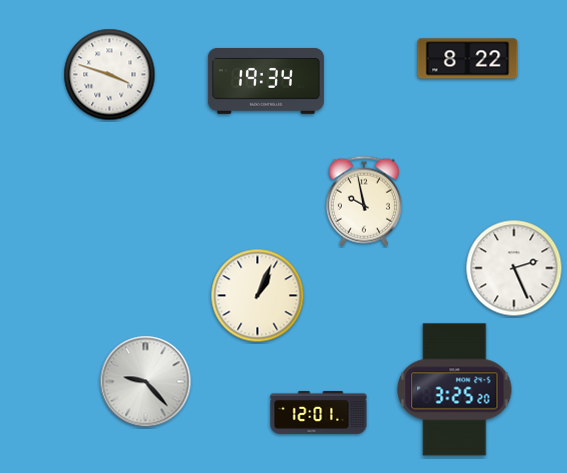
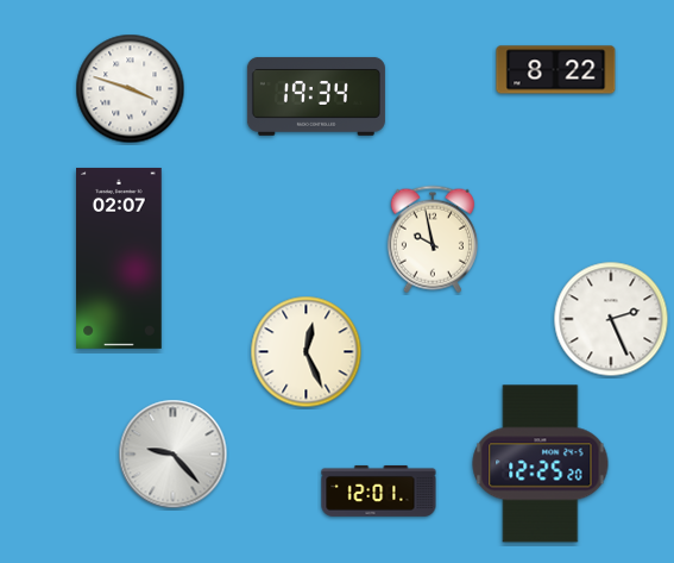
clock at (120, 258): none -> 02:07
clock at (258, 296): 1:04 -> 12:26
clock at (455, 390): 3:25 -> 12:25
